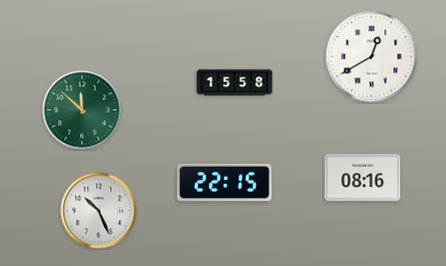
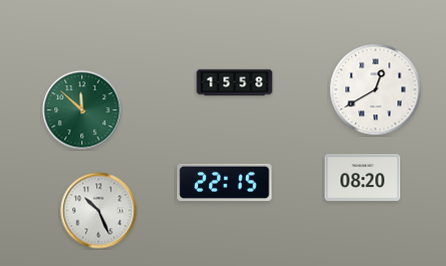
clock at (372, 57) position: (372, 57) -> (376, 90)
clock at (363, 177): 08:16 -> 08:20
